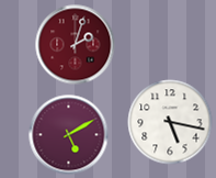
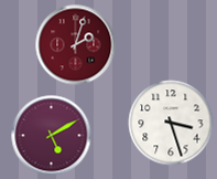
clock at (170, 122): 5:17 -> 3:27
clock at (69, 135) position: (69, 135) -> (52, 136)
